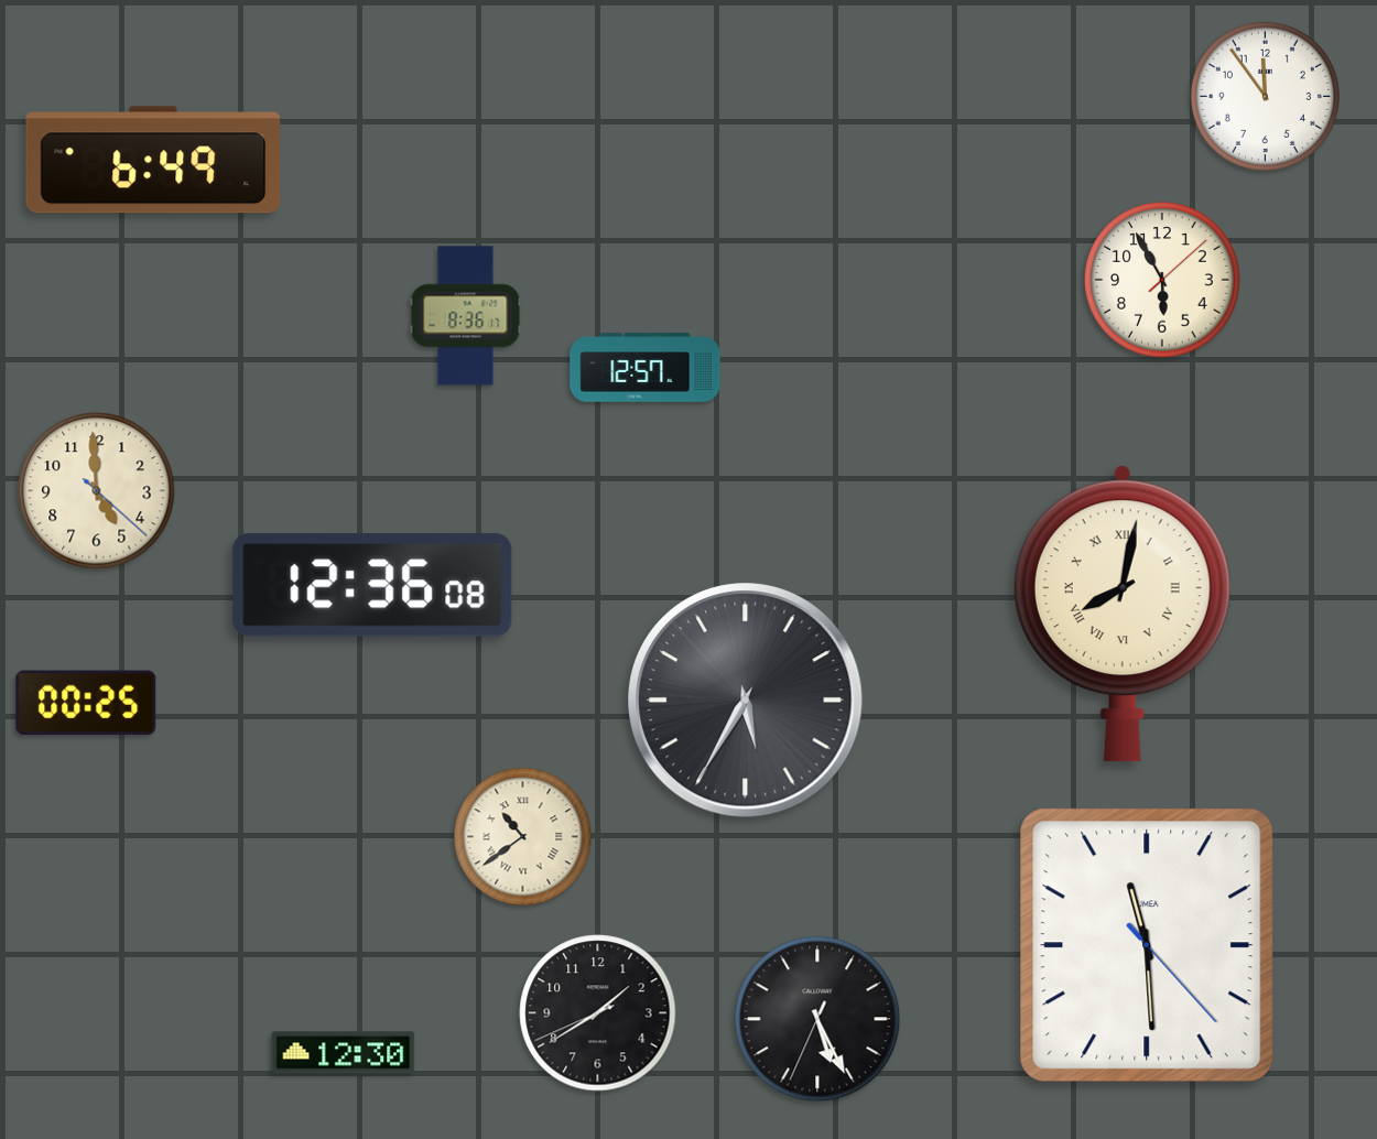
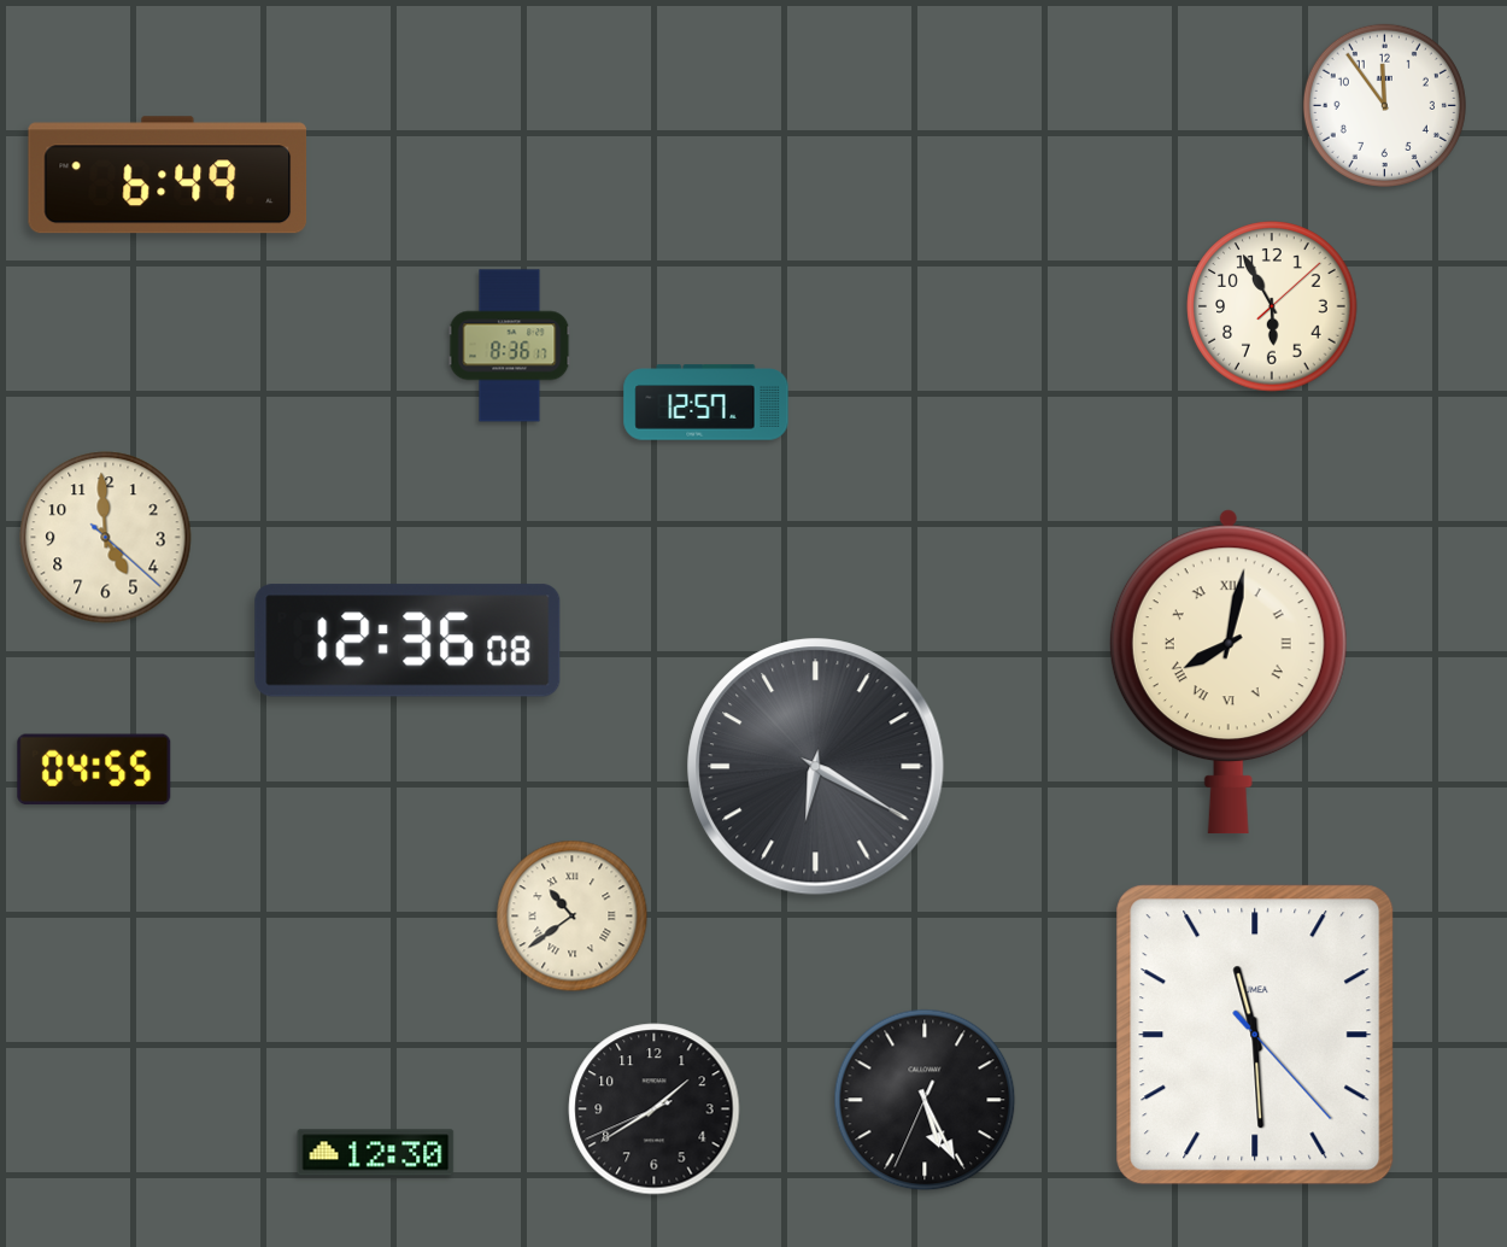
clock at (746, 701): 5:35 -> 6:20
clock at (86, 703): 00:25 -> 04:55
clock at (817, 1019) position: (817, 1019) -> (925, 1100)
